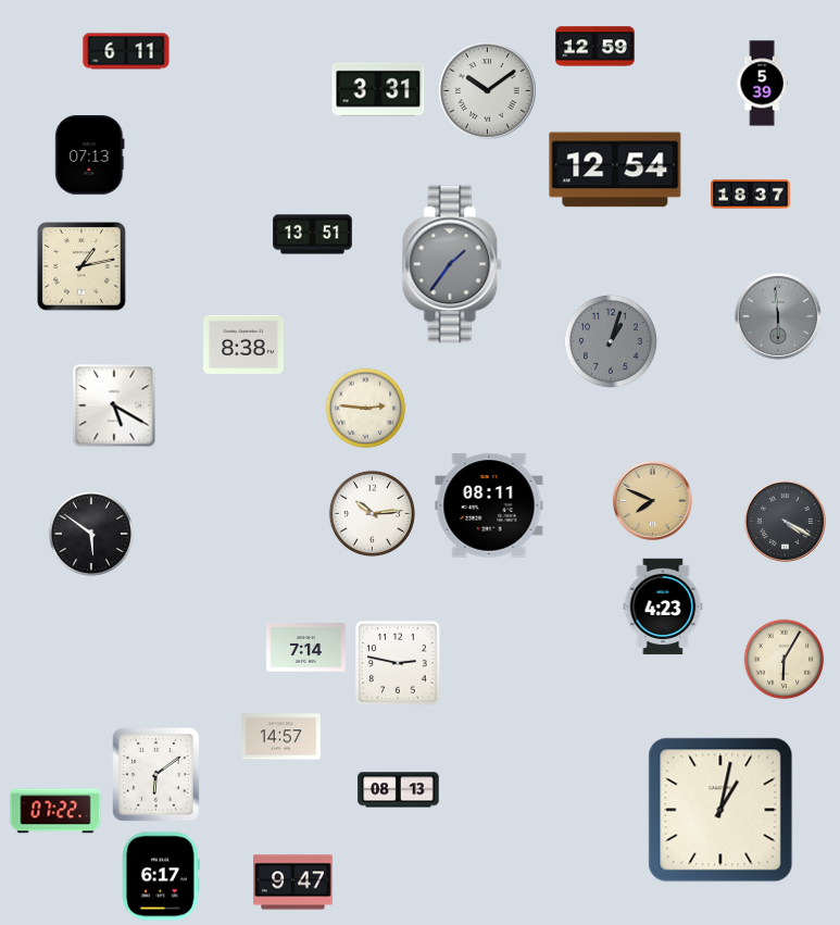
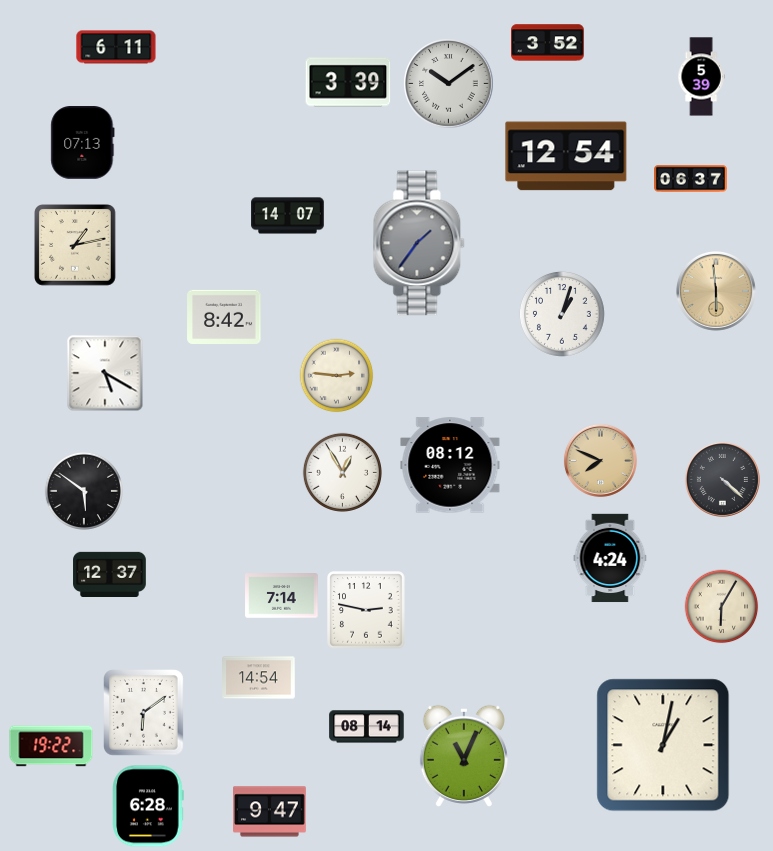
clock at (595, 47): 12:59 -> 3:52
clock at (378, 89): 3:31 -> 3:39
clock at (751, 195): 18:37 -> 06:37
clock at (313, 235): 13:51 -> 14:07
clock at (452, 264) position: (452, 264) -> (419, 243)
clock at (779, 317) dial: grey -> champagne
clock at (611, 341) dial: grey -> white
clock at (243, 343): 8:38 -> 8:42
clock at (489, 505): 08:11 -> 08:12
clock at (372, 513): 10:14 -> 12:55
clock at (785, 521): 4:20 -> 4:22
clock at (663, 607): 4:23 -> 4:24
clock at (110, 574): none -> 12:37
clock at (281, 737): 14:57 -> 14:54
clock at (399, 790): 08:13 -> 08:14
clock at (55, 811): 07:22 -> 19:22
clock at (464, 756): none -> 11:04
clock at (161, 876): 6:17 -> 6:28
